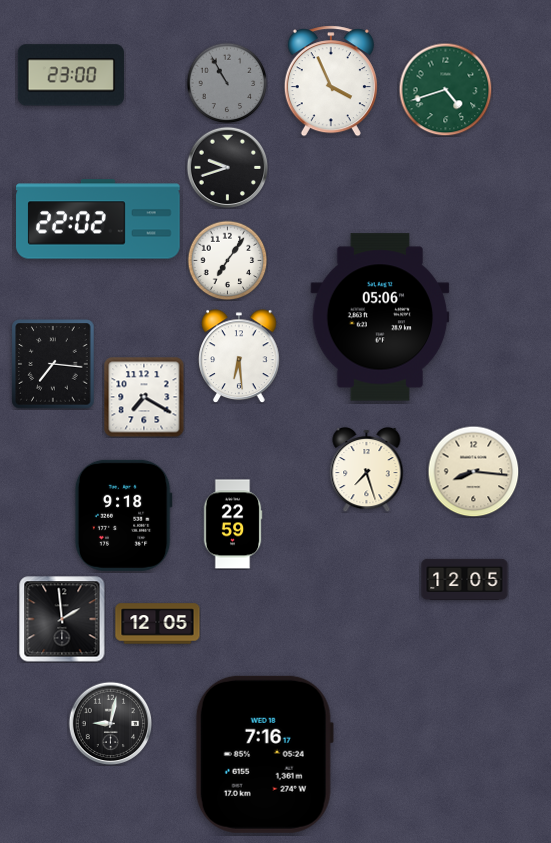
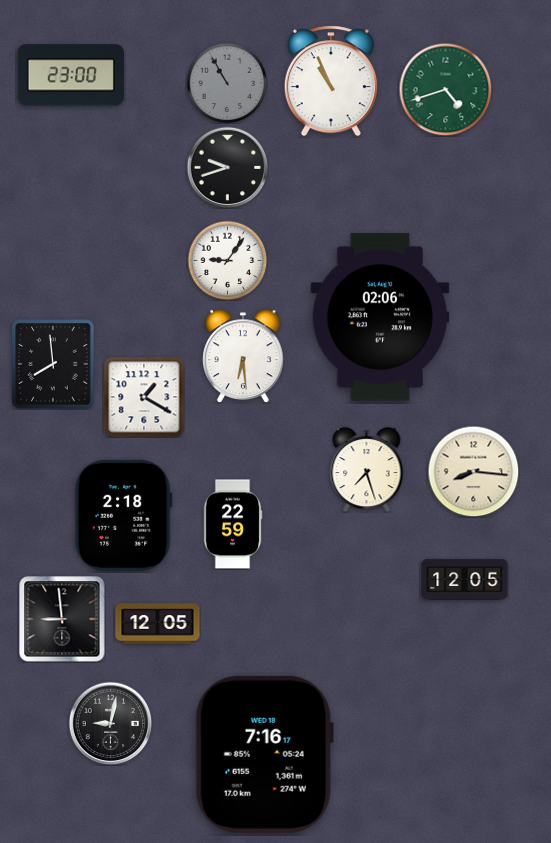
clock at (331, 81): 3:56 -> 10:56
clock at (98, 219): 22:02 -> none
clock at (227, 260): 7:06 -> 9:06
clock at (380, 317): 05:06 -> 02:06
clock at (239, 356) position: (239, 356) -> (243, 356)
clock at (53, 364): 7:16 -> 7:59
clock at (144, 397): 7:20 -> 1:20
clock at (123, 515): 9:18 -> 2:18
clock at (62, 619): 1:59 -> 8:59
